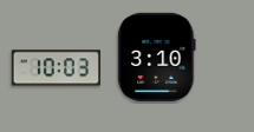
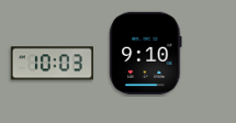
clock at (157, 57): 3:10 -> 9:10
